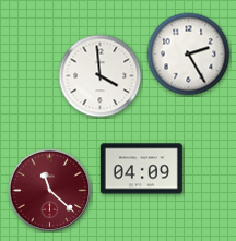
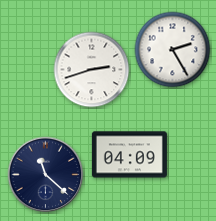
clock at (101, 76): 3:59 -> 2:42
clock at (50, 191) dial: burgundy -> navy
